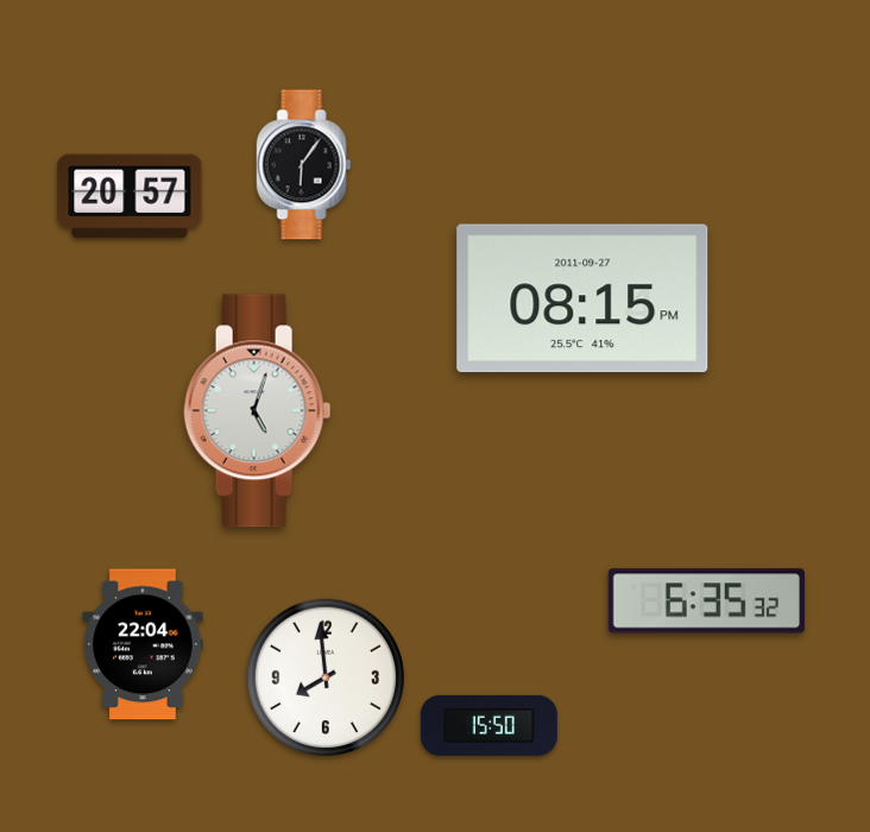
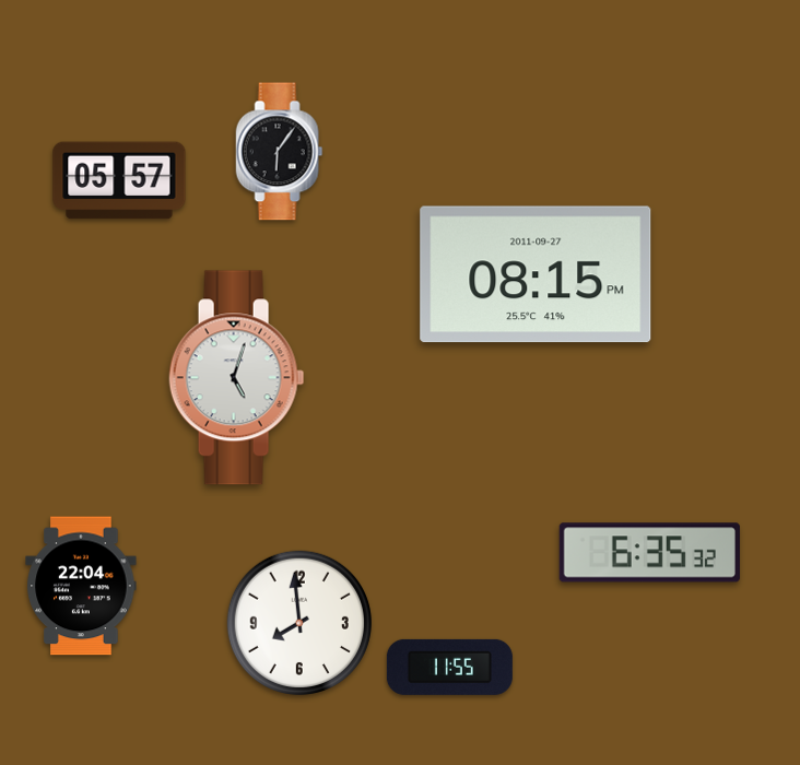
clock at (130, 196): 20:57 -> 05:57
clock at (143, 644) position: (143, 644) -> (81, 586)
clock at (488, 725): 15:50 -> 11:55
